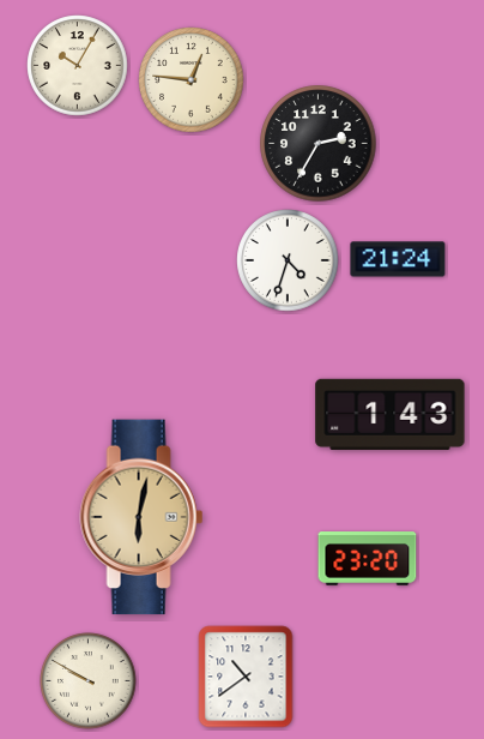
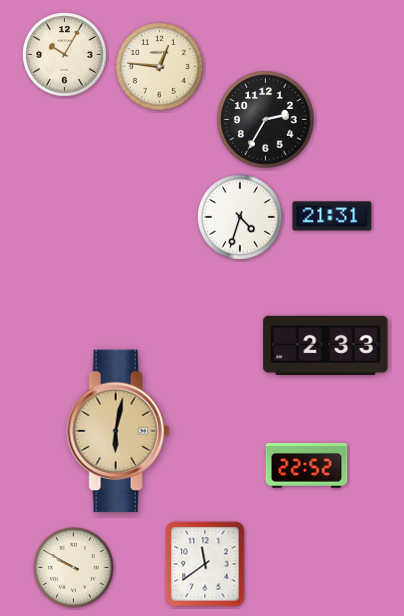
clock at (398, 259): 21:24 -> 21:31
clock at (391, 414): 1:43 -> 2:33
clock at (368, 559): 23:20 -> 22:52
clock at (246, 677): 10:39 -> 11:39
